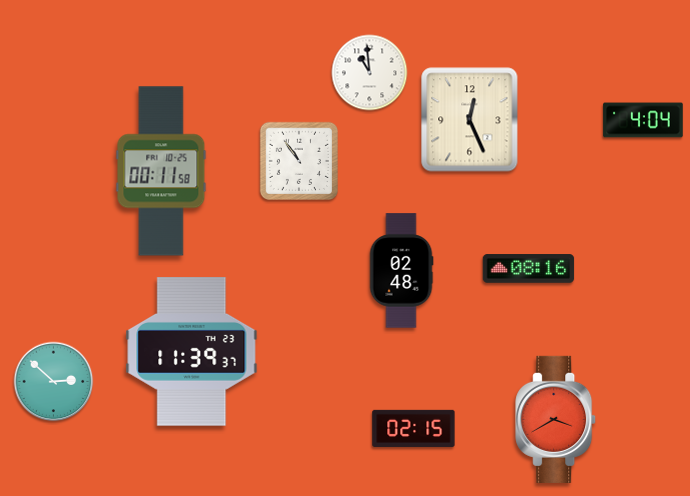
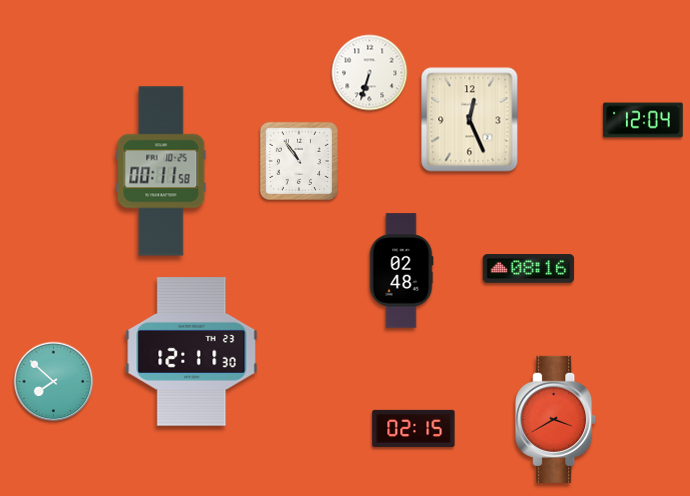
clock at (370, 73): 10:59 -> 6:33
clock at (643, 120): 4:04 -> 12:04
clock at (192, 352): 11:39 -> 12:11
clock at (54, 382): 2:52 -> 7:52
